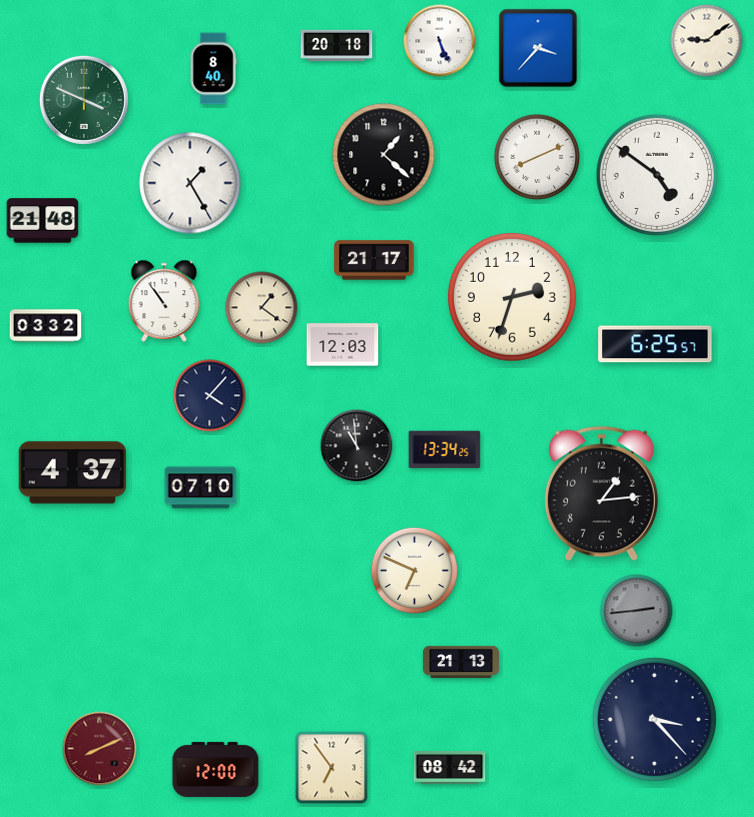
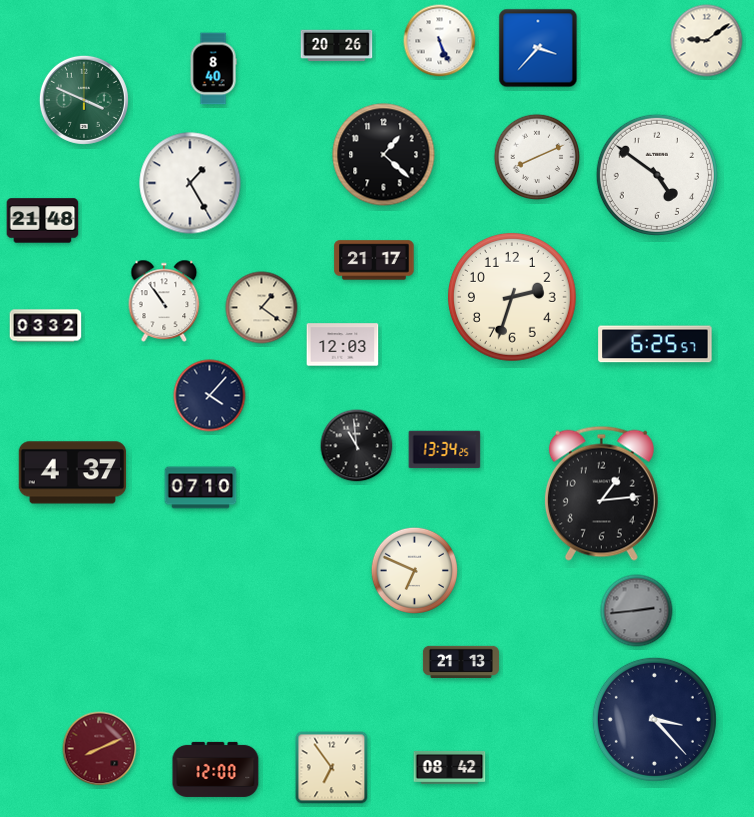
clock at (337, 46): 20:18 -> 20:26
